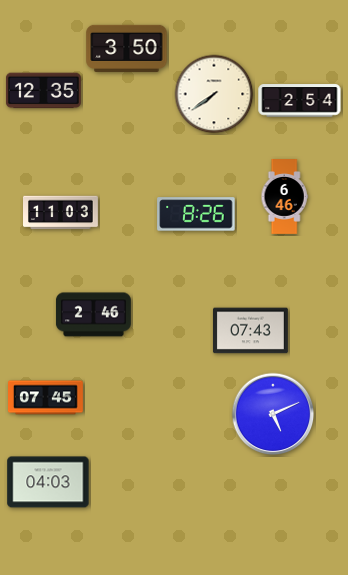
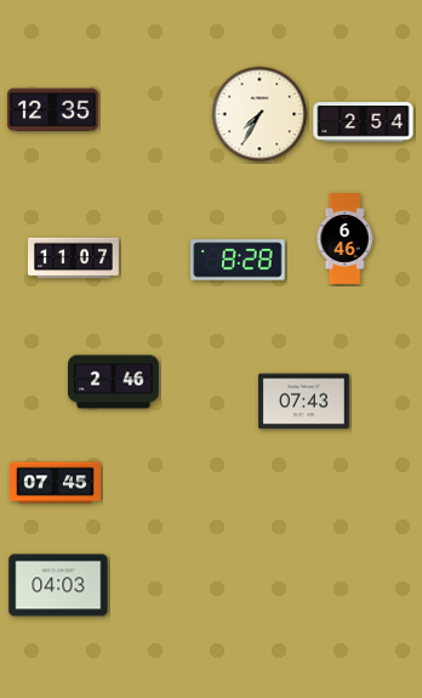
clock at (127, 48): 3:50 -> none
clock at (214, 94): 7:39 -> 7:35
clock at (61, 213): 11:03 -> 11:07
clock at (196, 214): 8:26 -> 8:28
clock at (273, 414): 5:11 -> none
